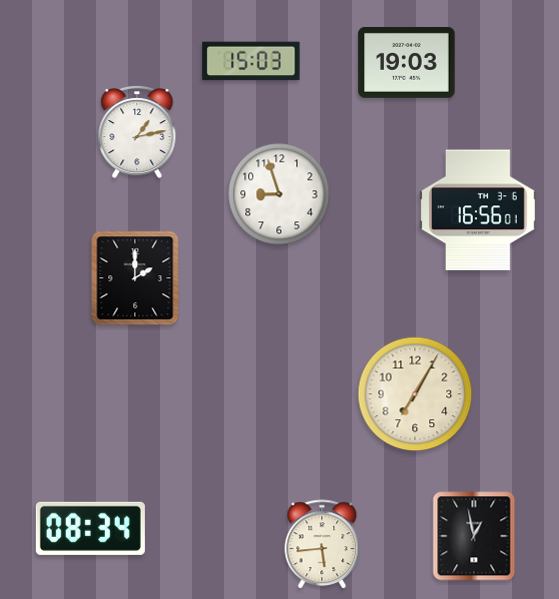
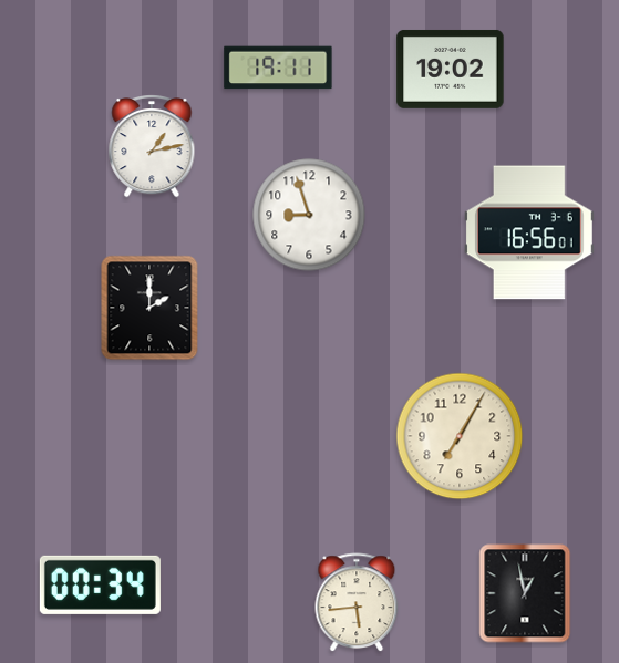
clock at (251, 61): 15:03 -> 19:11
clock at (407, 62): 19:03 -> 19:02
clock at (90, 528): 08:34 -> 00:34
